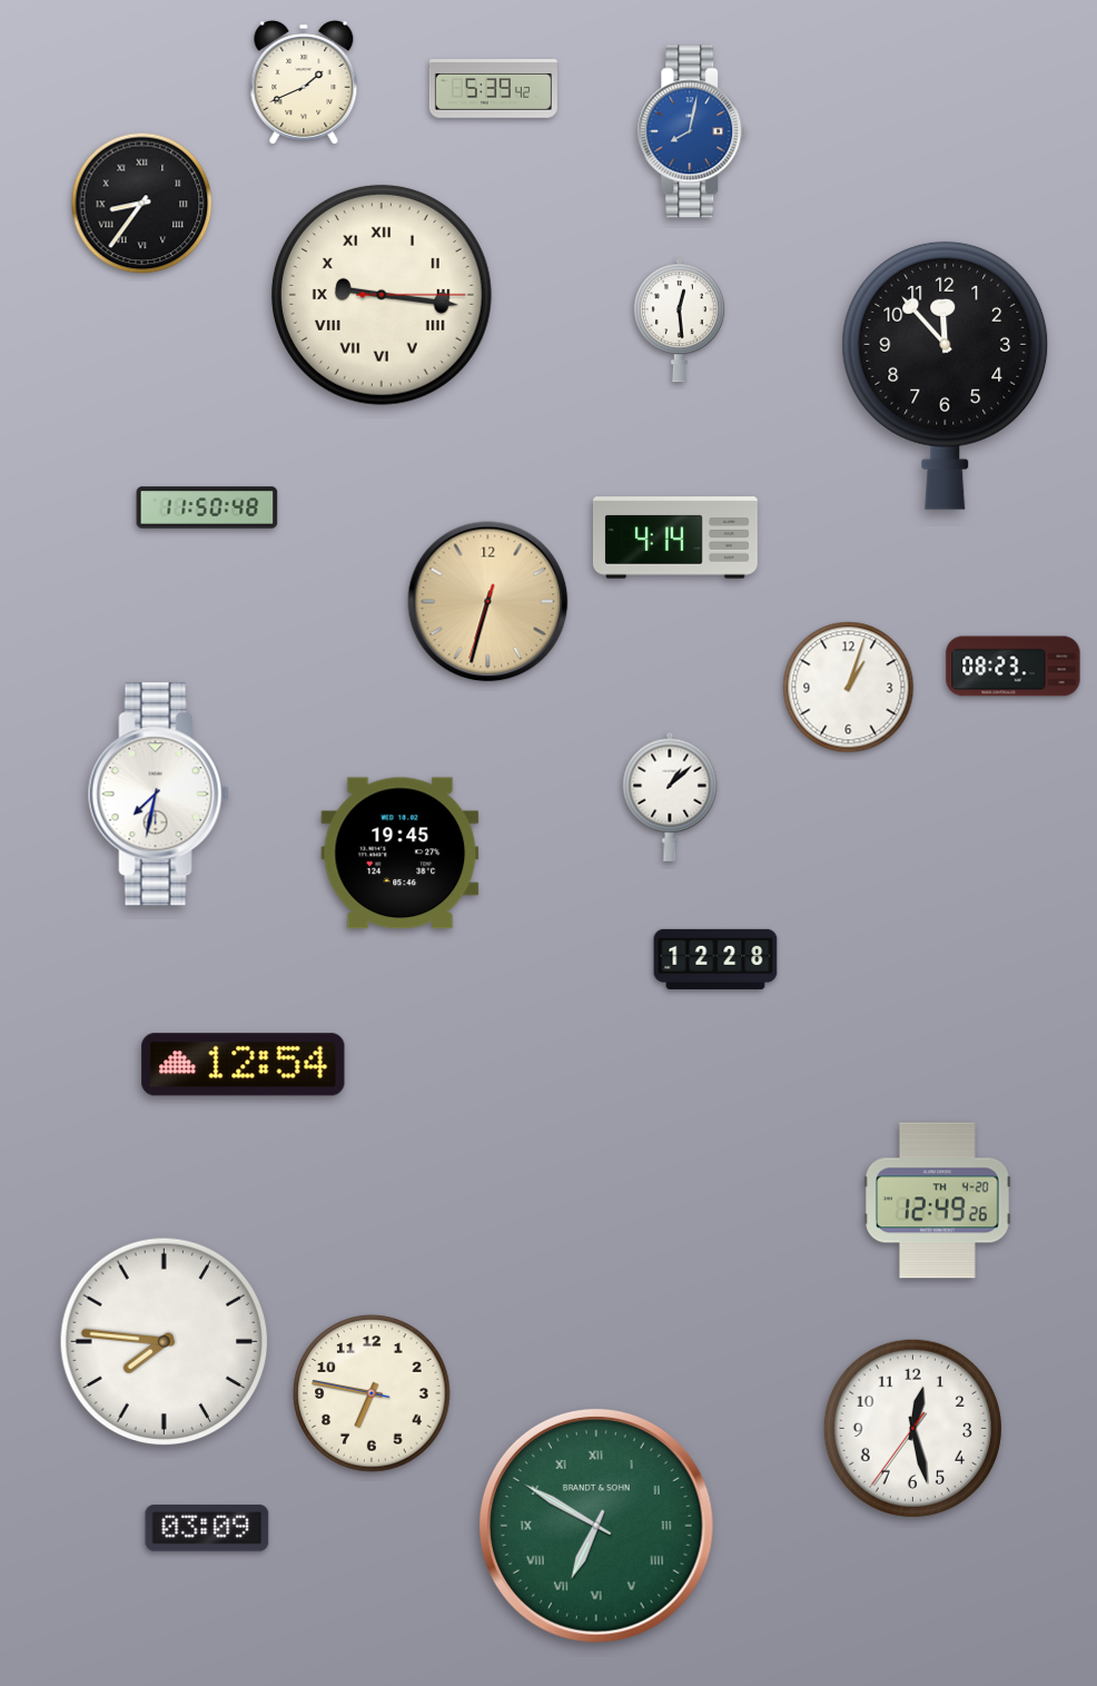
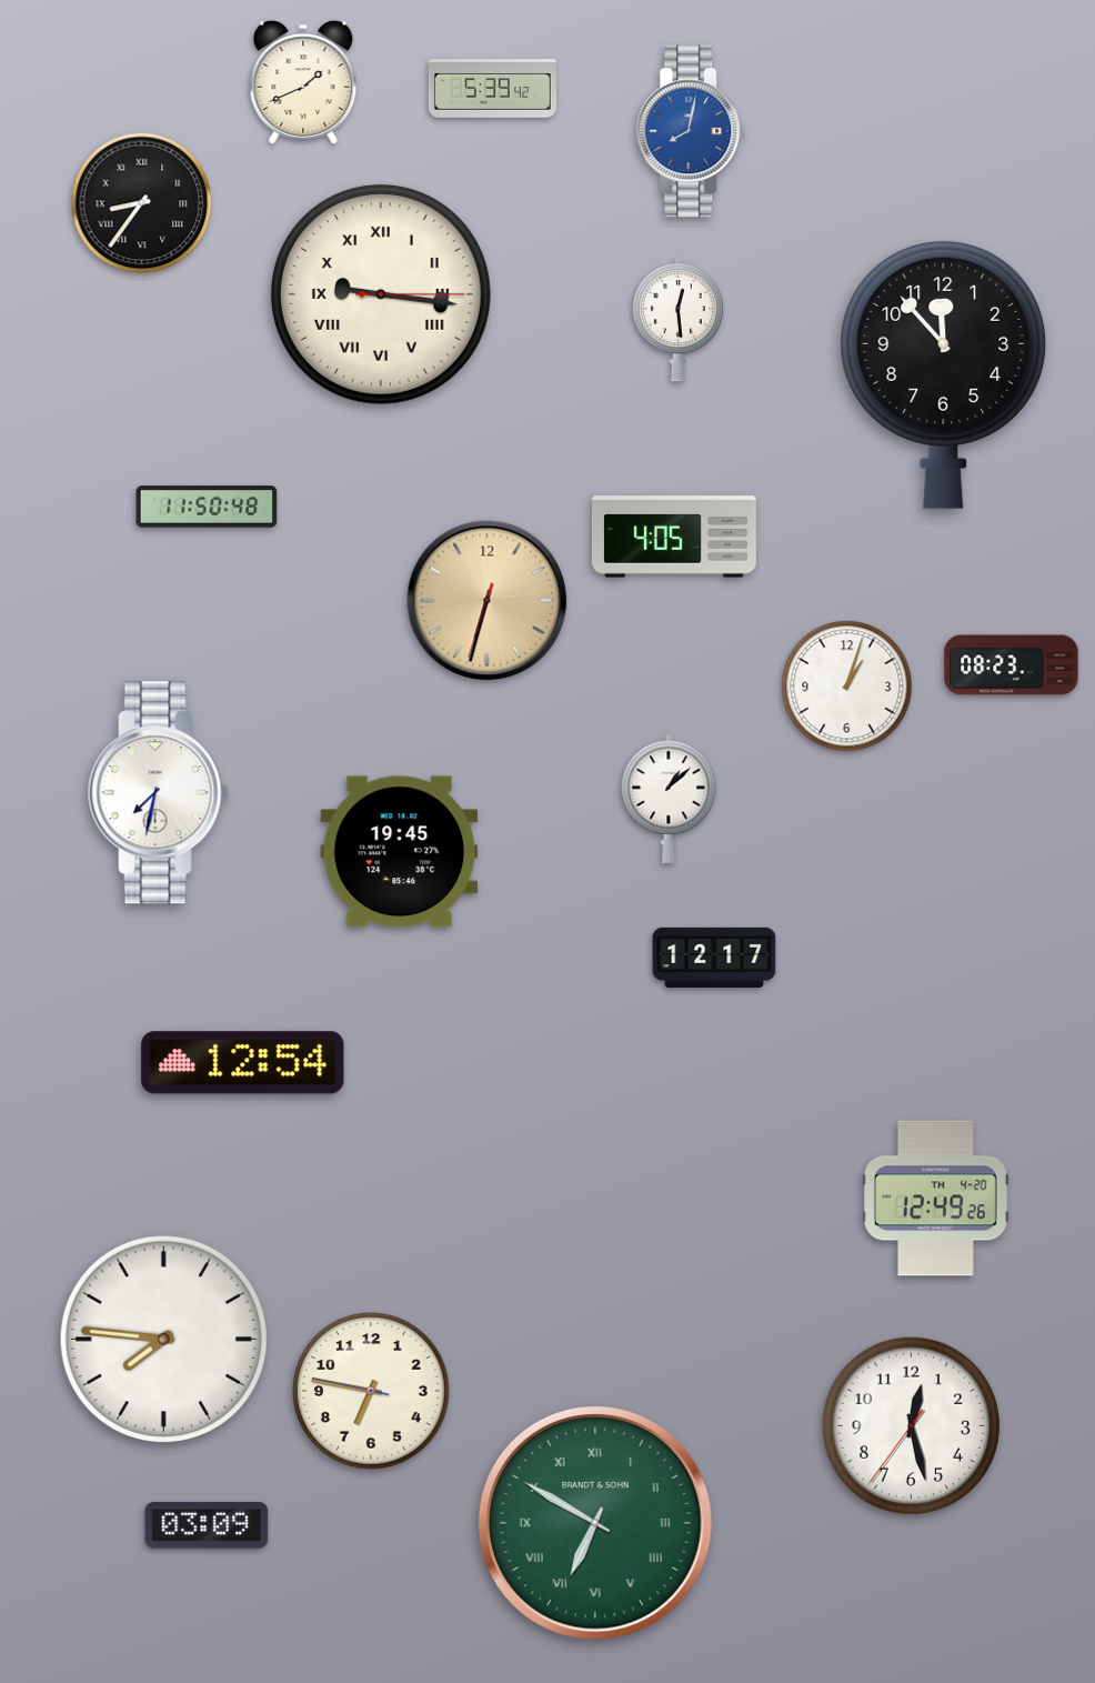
clock at (675, 538): 4:14 -> 4:05
clock at (670, 797) position: (670, 797) -> (669, 799)
clock at (715, 959): 12:28 -> 12:17
